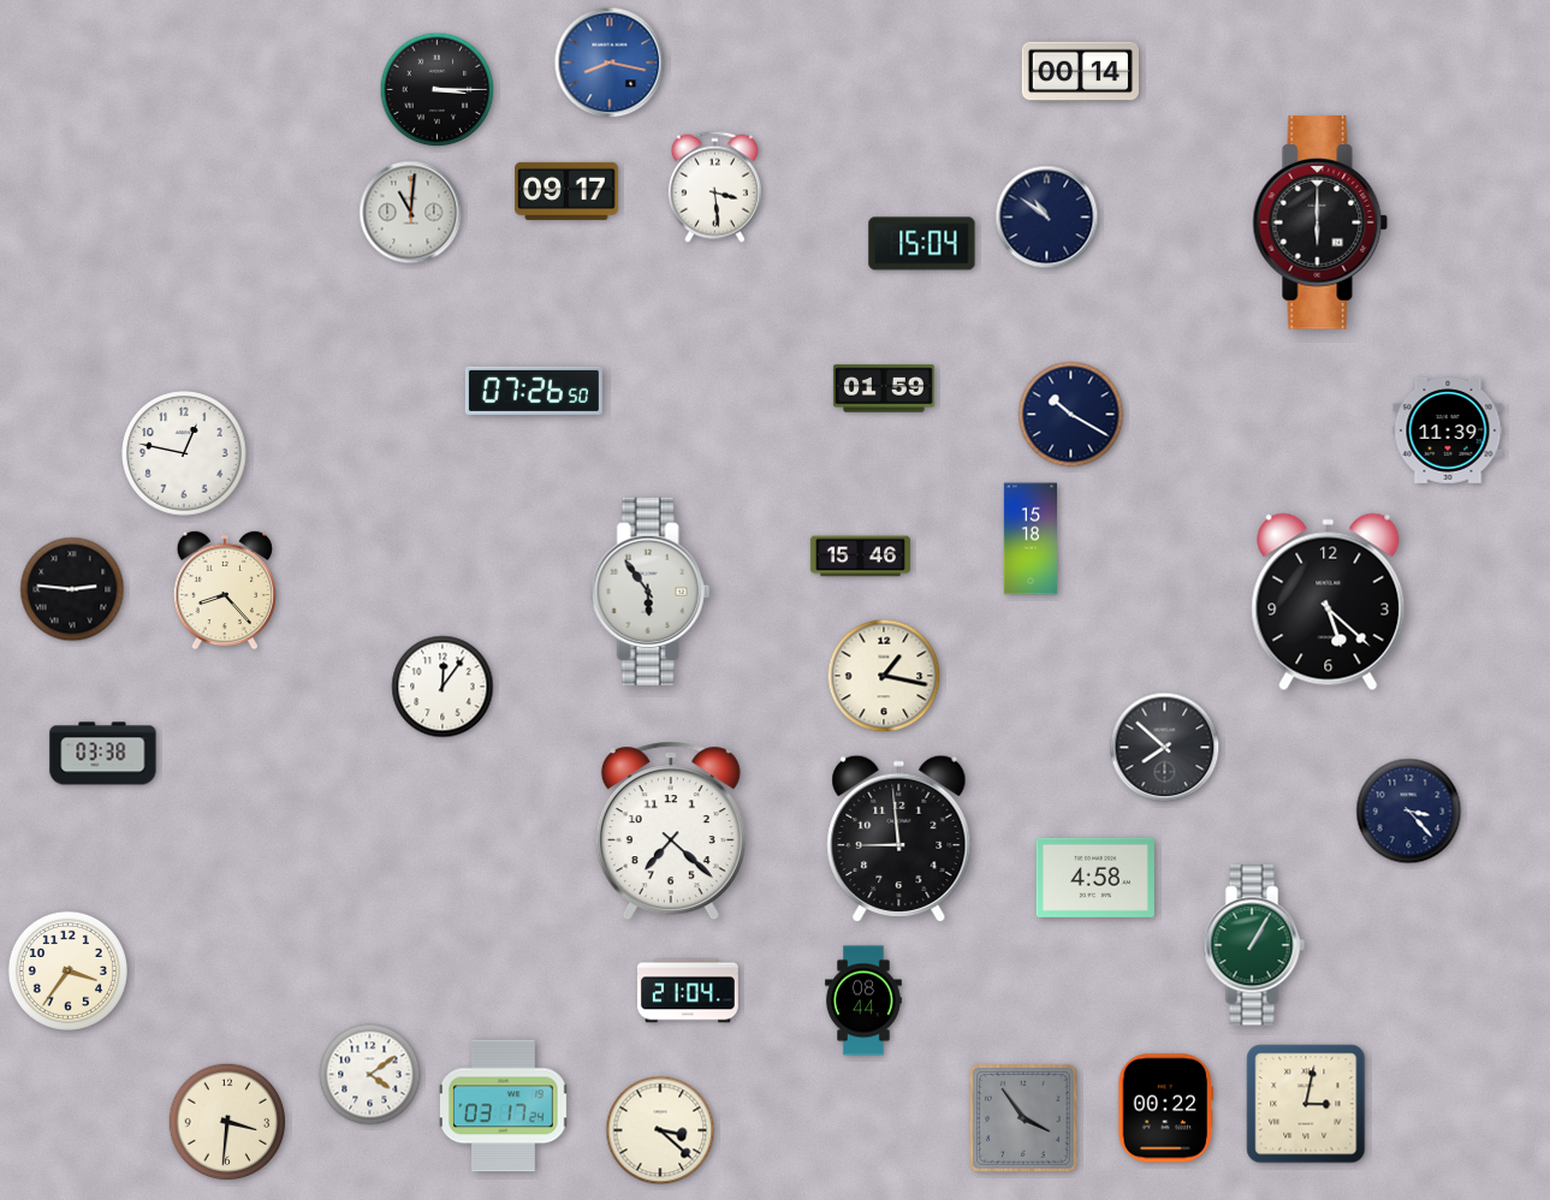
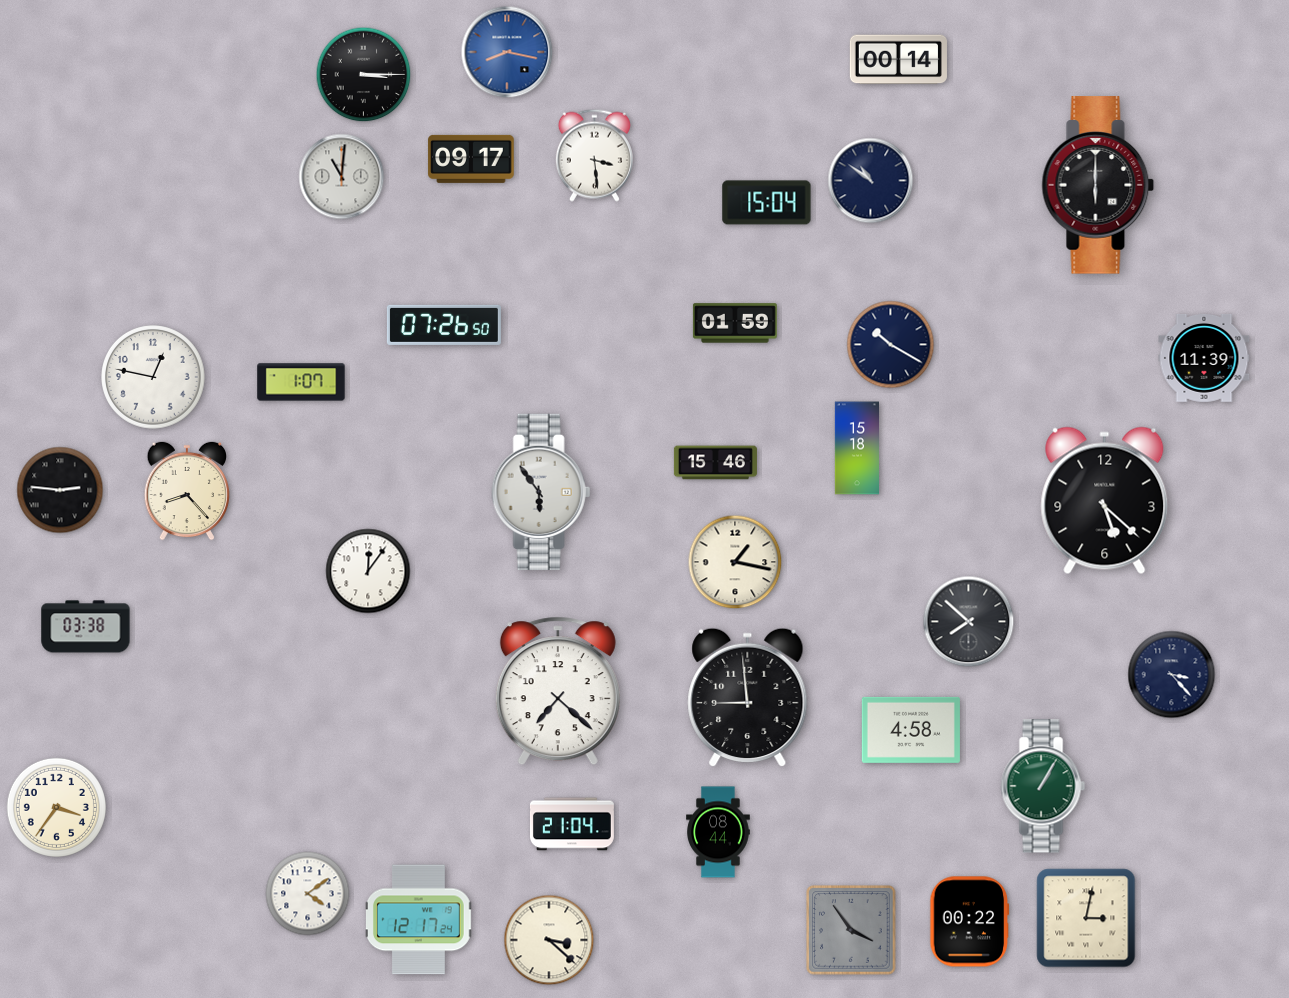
clock at (301, 382): none -> 1:07
clock at (503, 1106): 03:17 -> 12:17
clock at (227, 1122): 3:31 -> none
